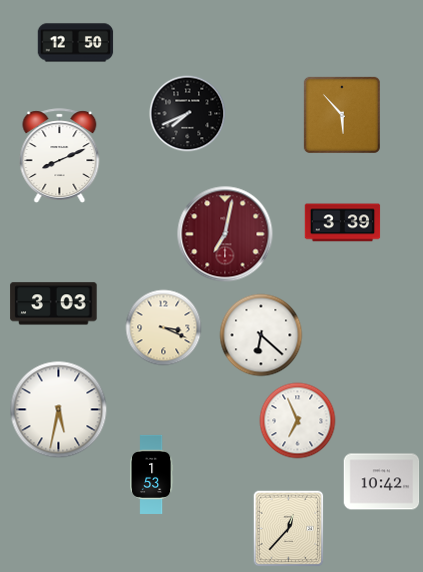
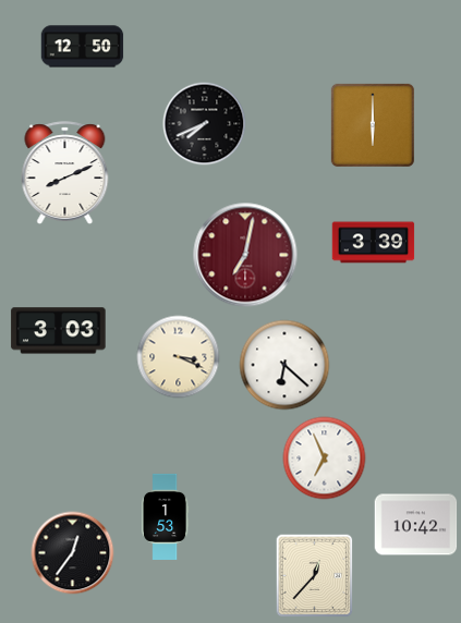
clock at (342, 115): 5:53 -> 6:00
clock at (60, 155) position: (60, 155) -> (65, 172)
clock at (59, 410): 5:32 -> none
clock at (73, 553): none -> 12:36
